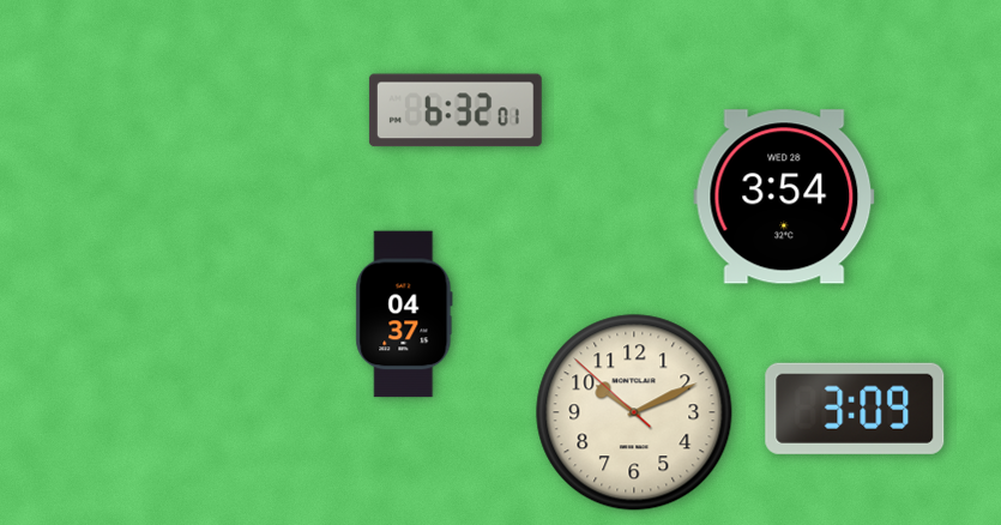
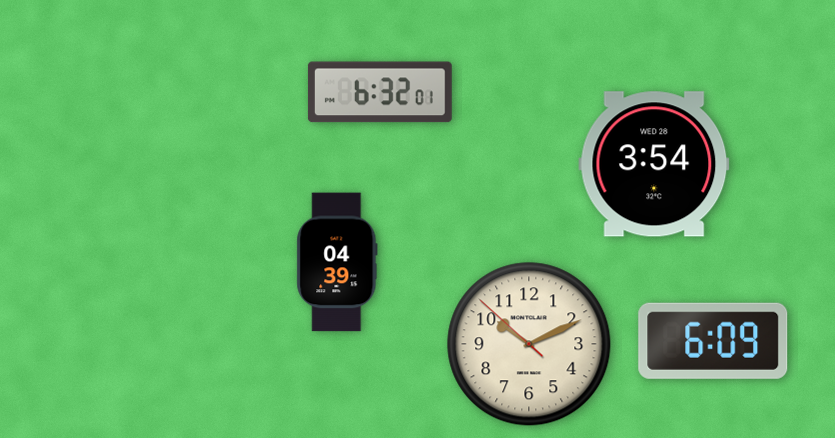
clock at (404, 314): 04:37 -> 04:39
clock at (855, 409): 3:09 -> 6:09
